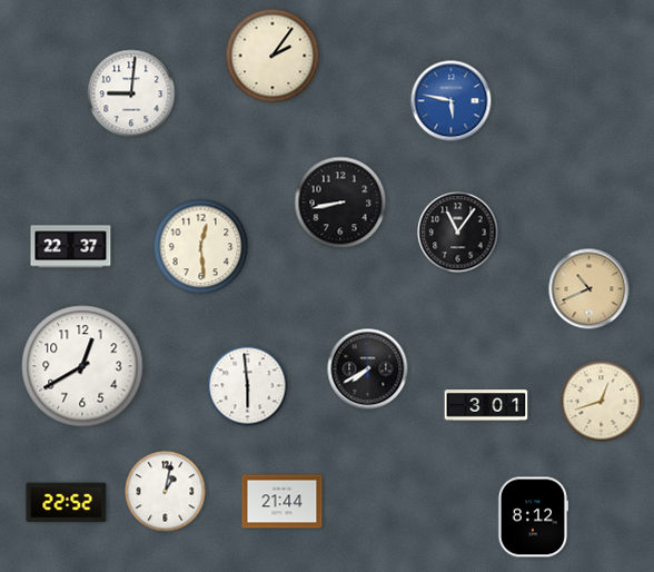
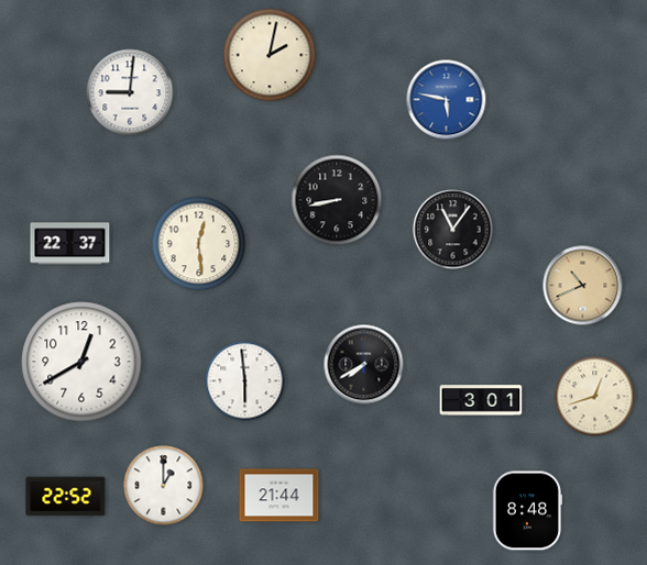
clock at (272, 56): 2:06 -> 2:02
clock at (166, 492): 1:02 -> 1:00
clock at (533, 517): 8:12 -> 8:48
